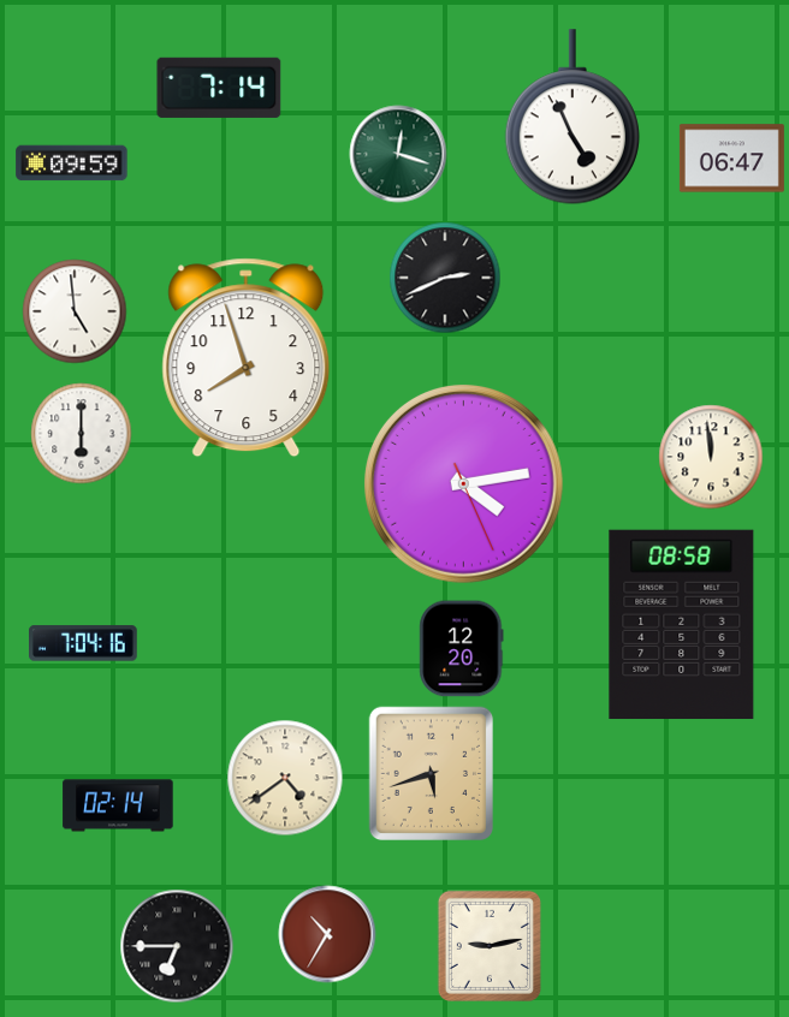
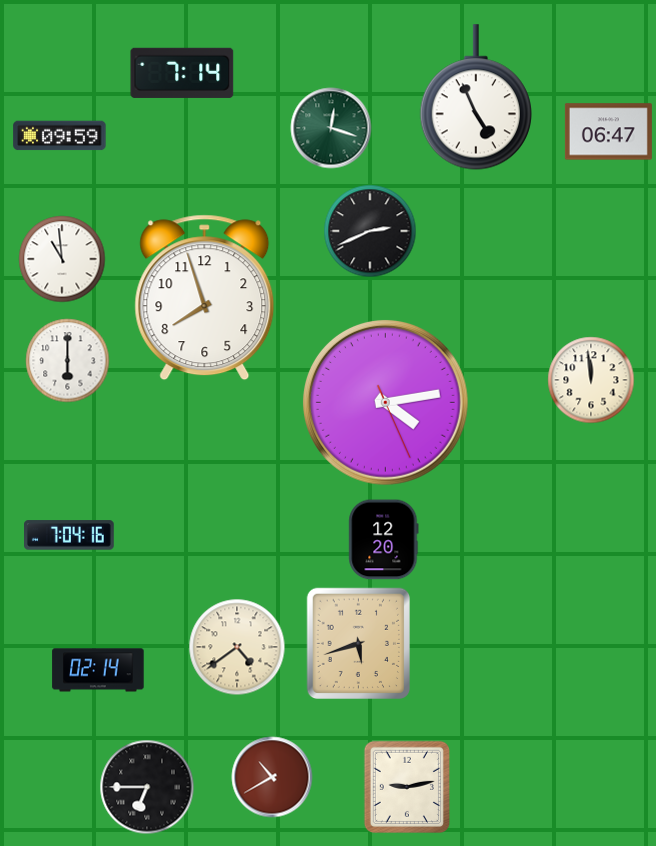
clock at (75, 311): 4:59 -> 10:59
clock at (682, 624): 08:58 -> none
clock at (327, 934): 10:35 -> 10:40
